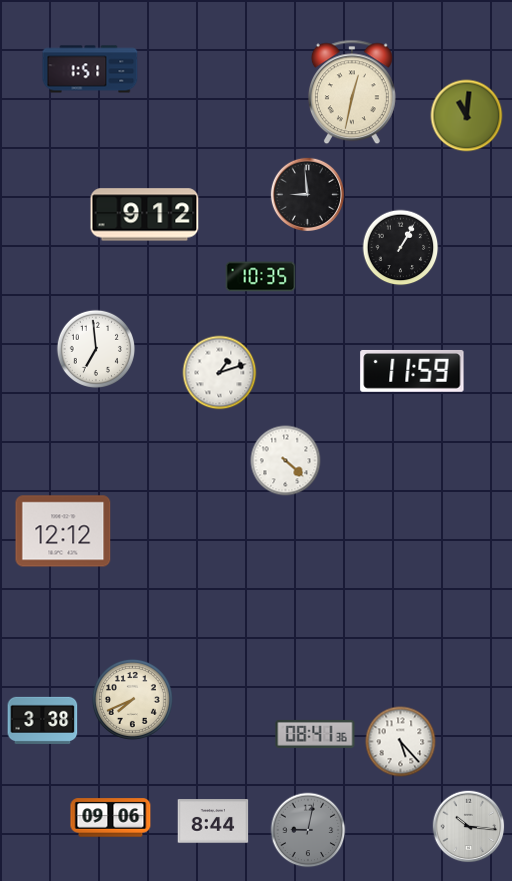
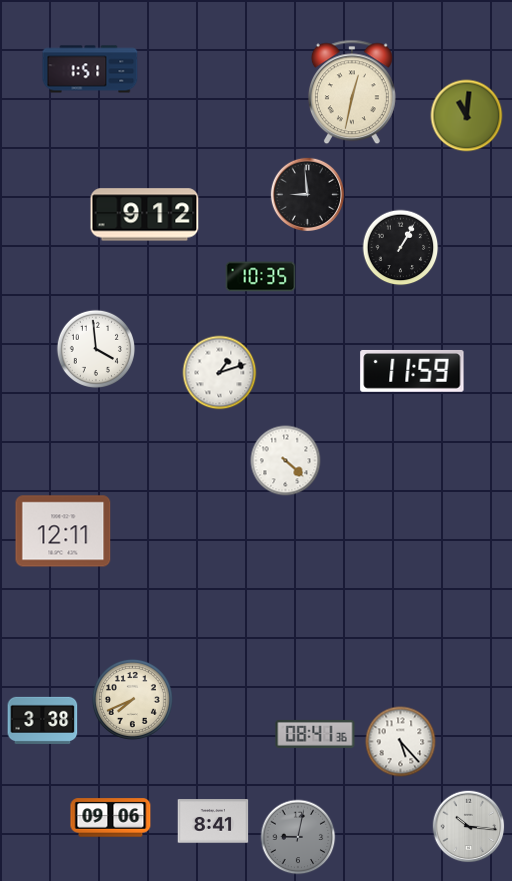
clock at (95, 348): 6:59 -> 3:59
clock at (63, 531): 12:12 -> 12:11
clock at (213, 821): 8:44 -> 8:41
clock at (308, 830) position: (308, 830) -> (298, 837)
